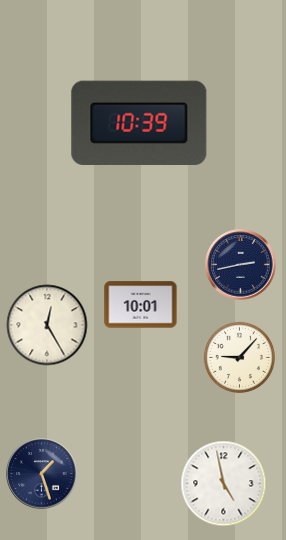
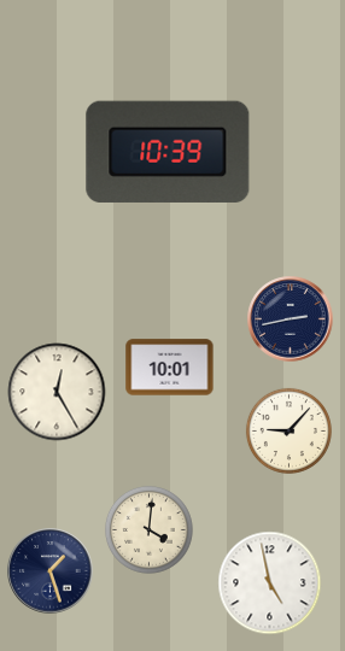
clock at (139, 123) position: (139, 123) -> (168, 152)
clock at (148, 529): none -> 4:01
